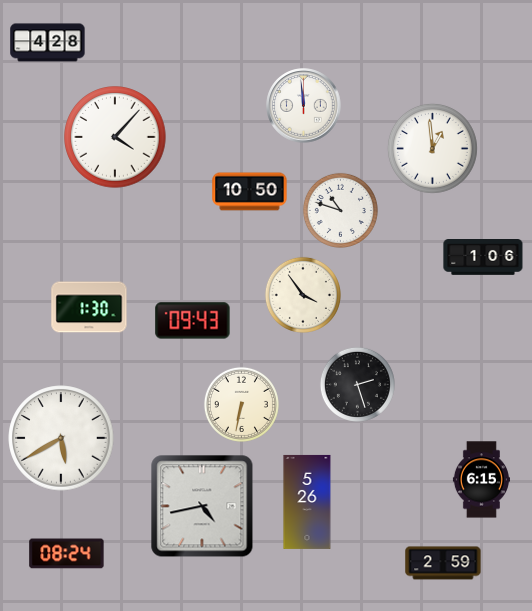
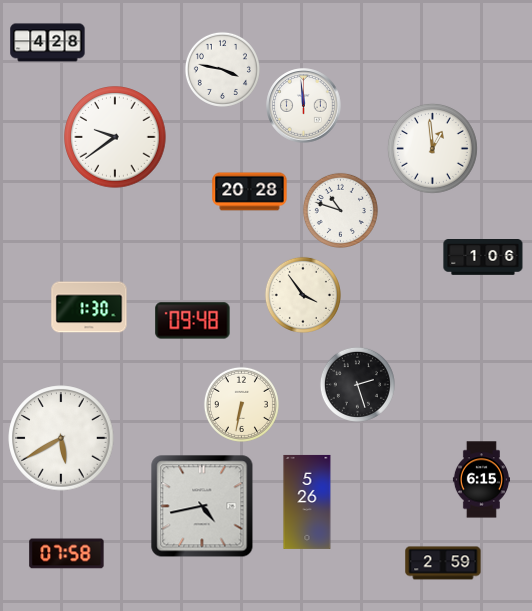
clock at (222, 69): none -> 3:47
clock at (115, 137): 4:07 -> 9:39
clock at (250, 192): 10:50 -> 20:28
clock at (193, 321): 09:43 -> 09:48
clock at (67, 554): 08:24 -> 07:58
